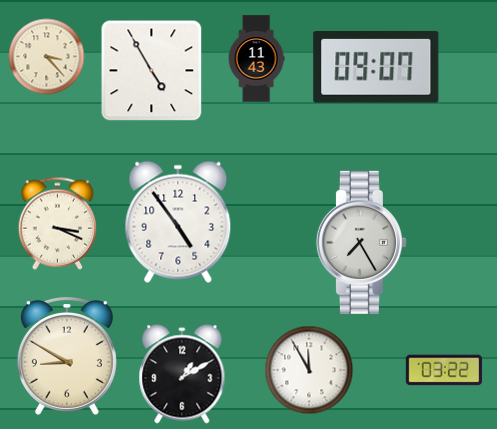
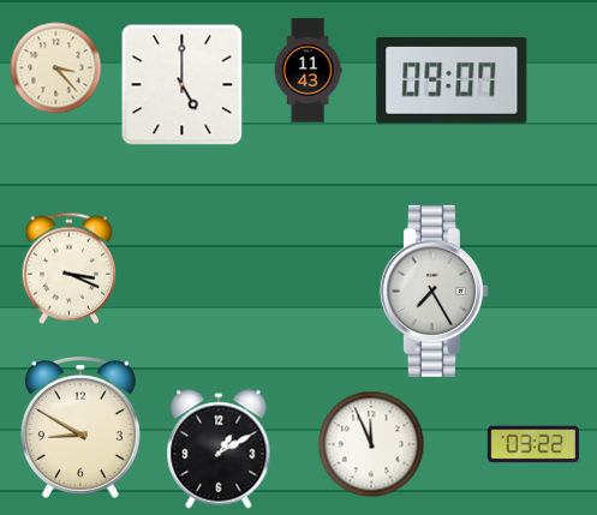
clock at (152, 71): 4:55 -> 5:00
clock at (178, 222): 4:54 -> none
clock at (309, 370): 11:55 -> 11:56
